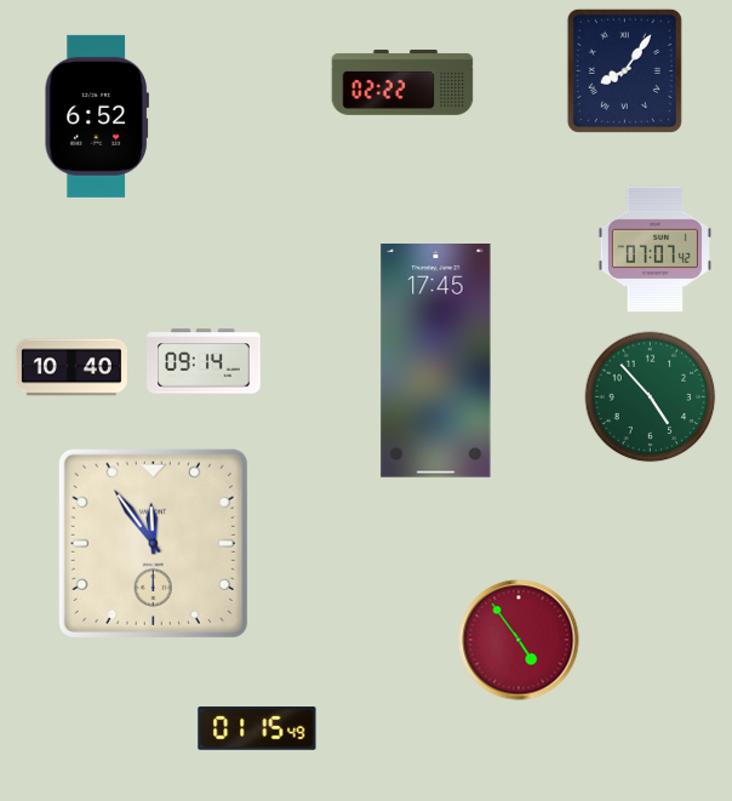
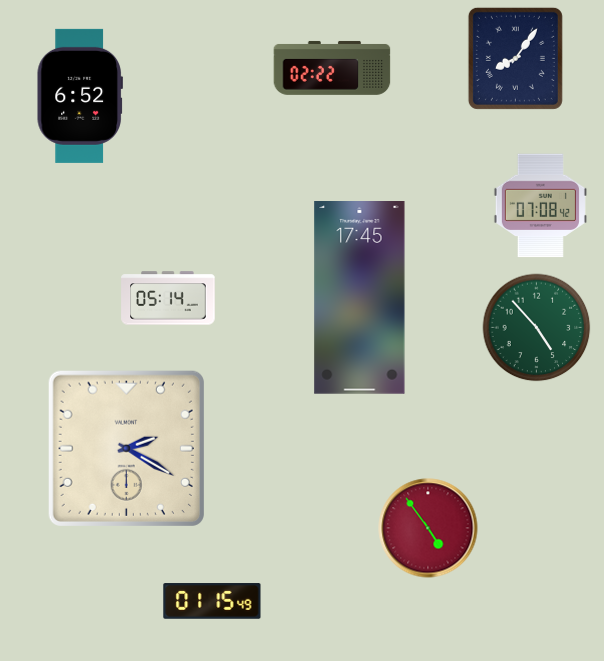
clock at (654, 250): 07:07 -> 07:08
clock at (204, 361): 09:14 -> 05:14
clock at (72, 367): 10:40 -> none
clock at (153, 543): 11:54 -> 2:20
